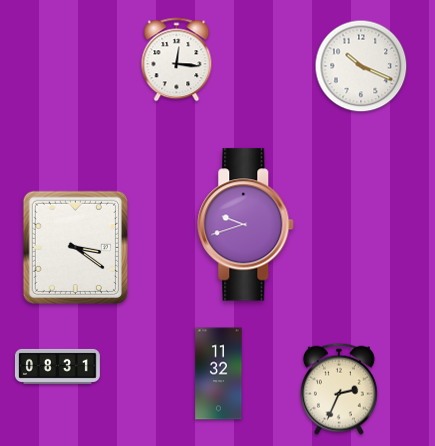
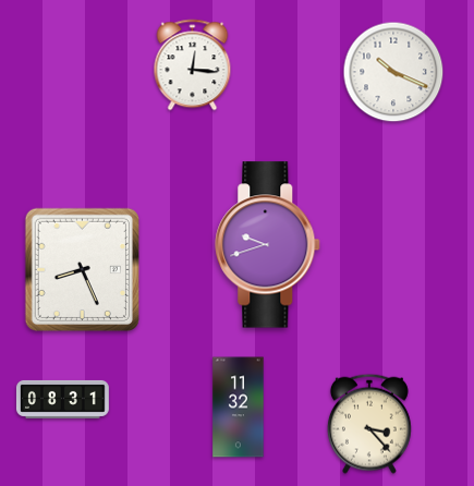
clock at (75, 247): 3:21 -> 8:26
clock at (339, 389): 2:34 -> 3:23
